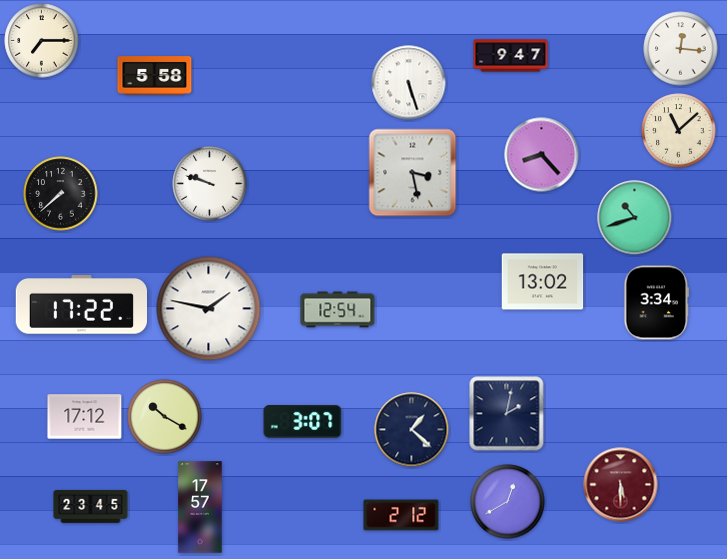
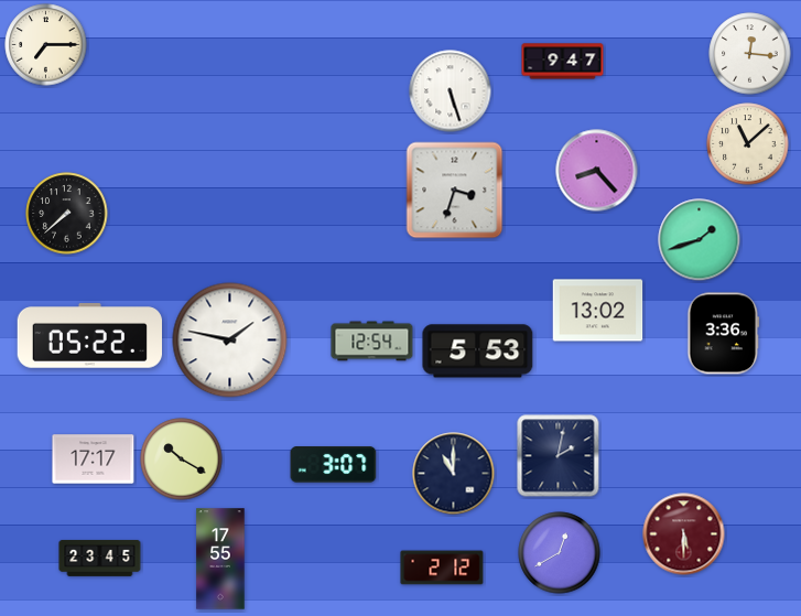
clock at (155, 76): 5:58 -> none
clock at (413, 173): 3:28 -> 3:33
clock at (210, 184): 9:48 -> none
clock at (635, 218): 10:42 -> 1:42
clock at (657, 303): 3:34 -> 3:36
clock at (81, 305): 17:22 -> 05:22
clock at (478, 352): none -> 5:53
clock at (85, 417): 17:12 -> 17:17
clock at (412, 430): 1:22 -> 11:00
clock at (200, 507): 17:57 -> 17:55
